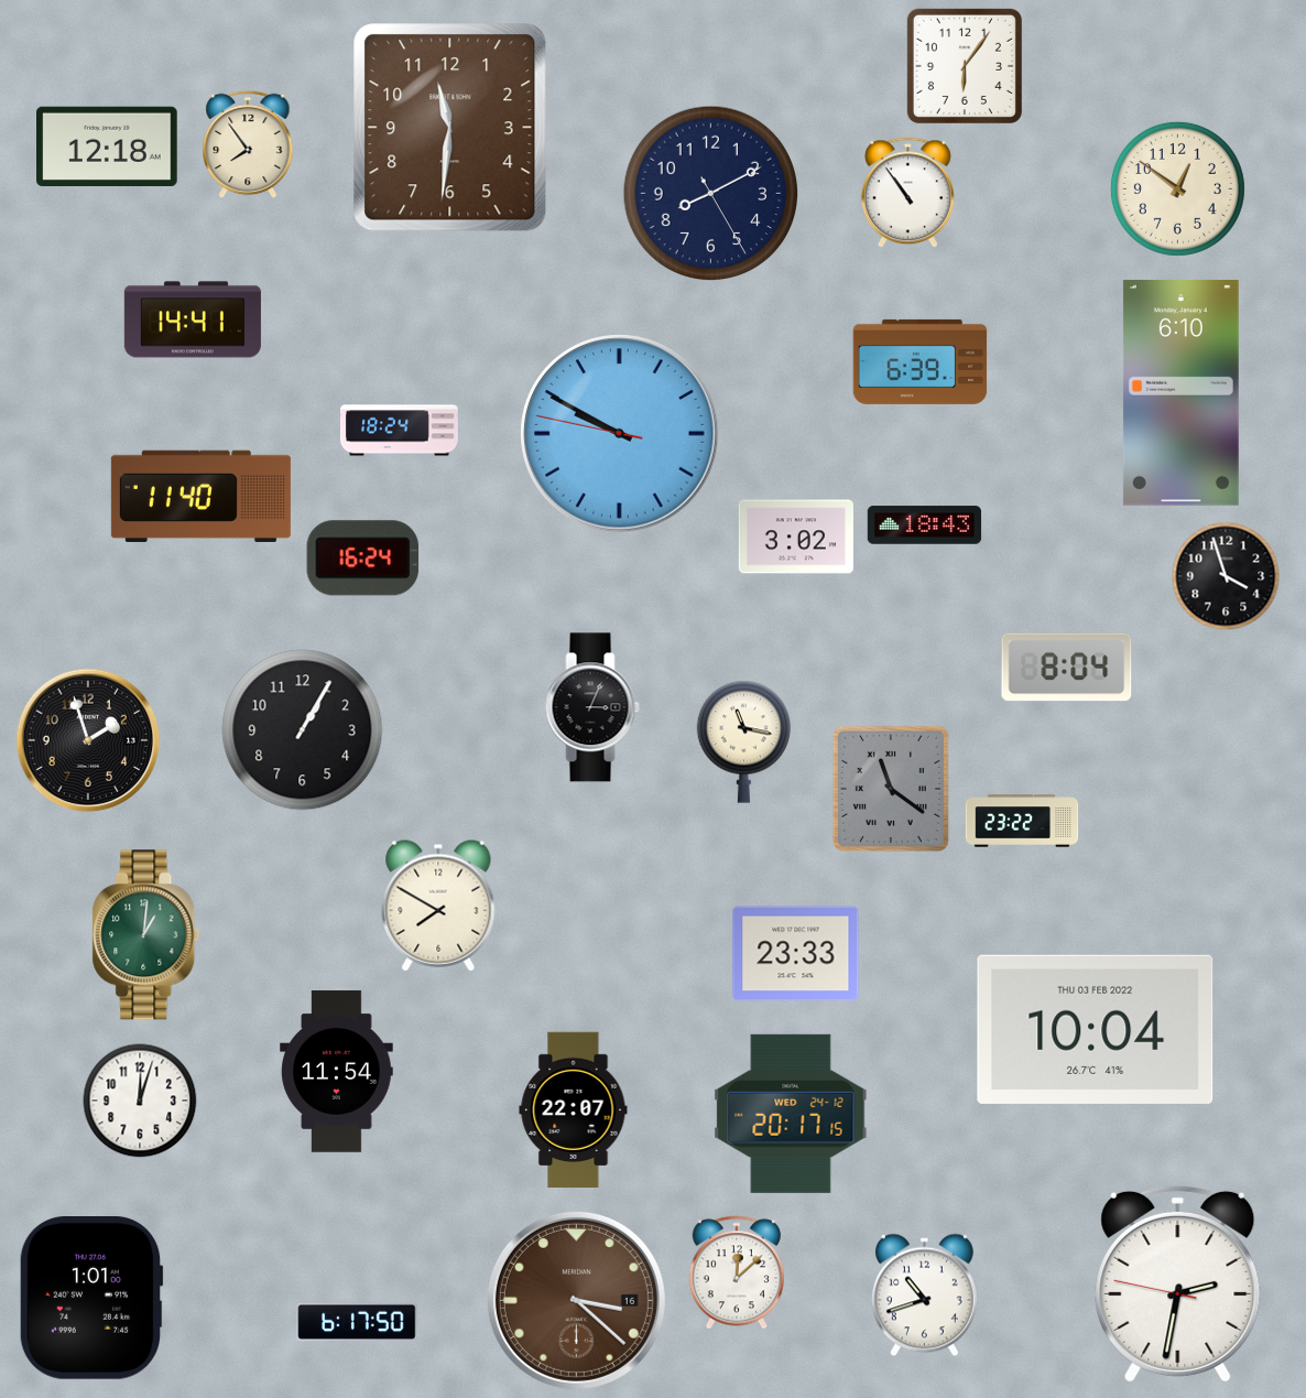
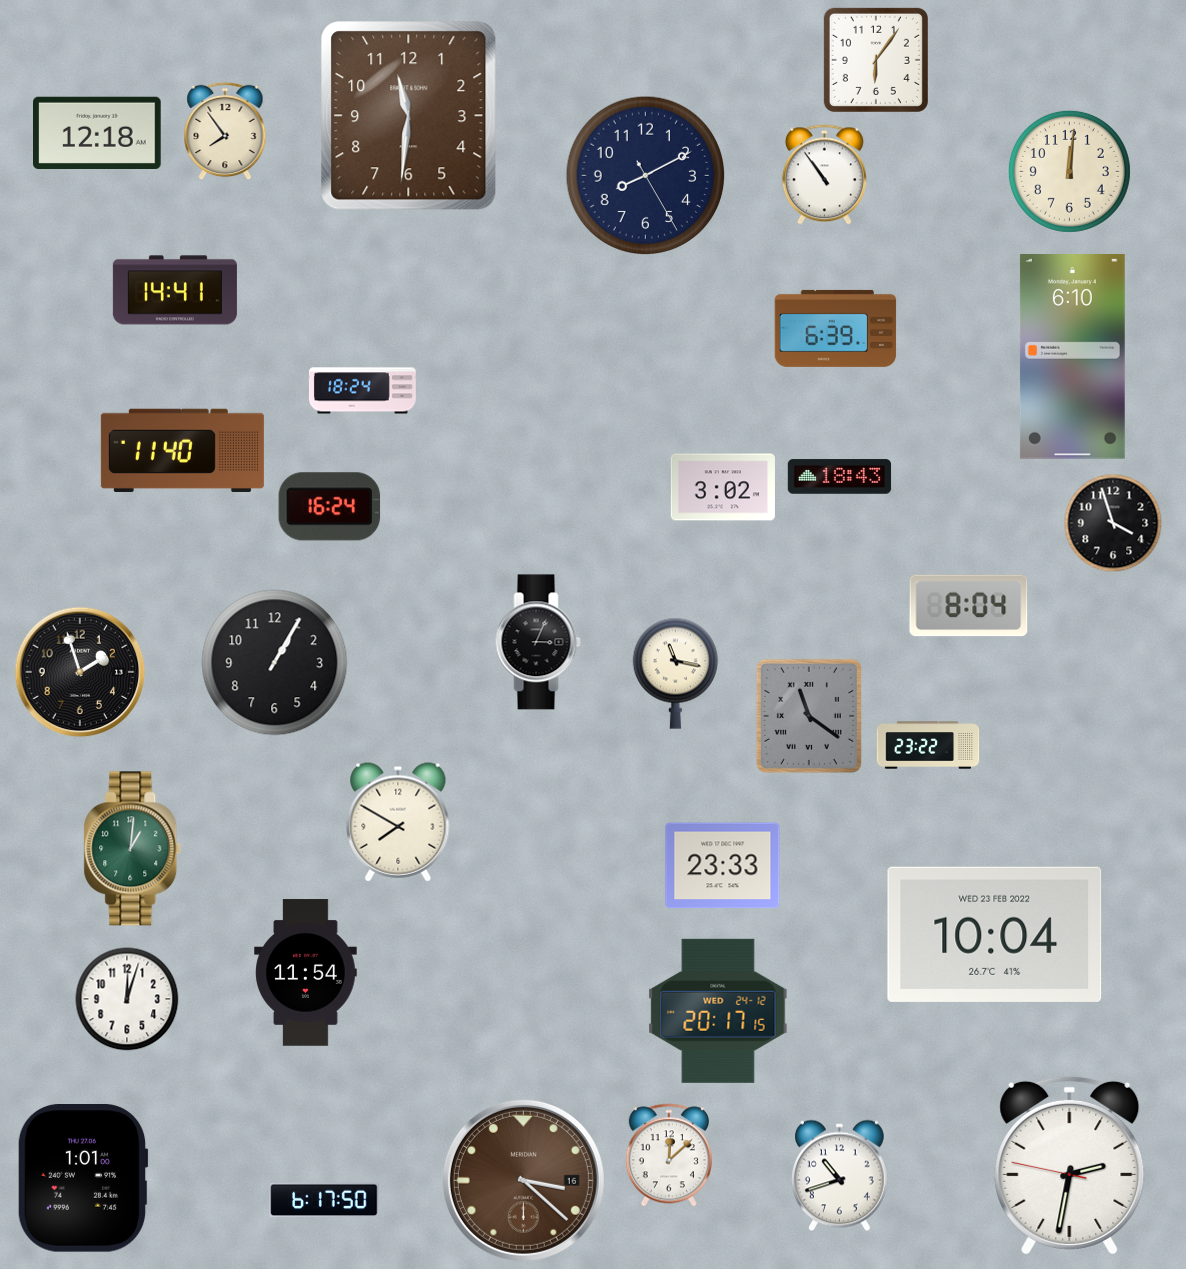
clock at (1177, 188): 12:51 -> 12:01
clock at (620, 434): 9:49 -> none
clock at (1096, 1029) date: THU 03 FEB 2022 -> WED 23 FEB 2022
clock at (574, 1109): 22:07 -> none
